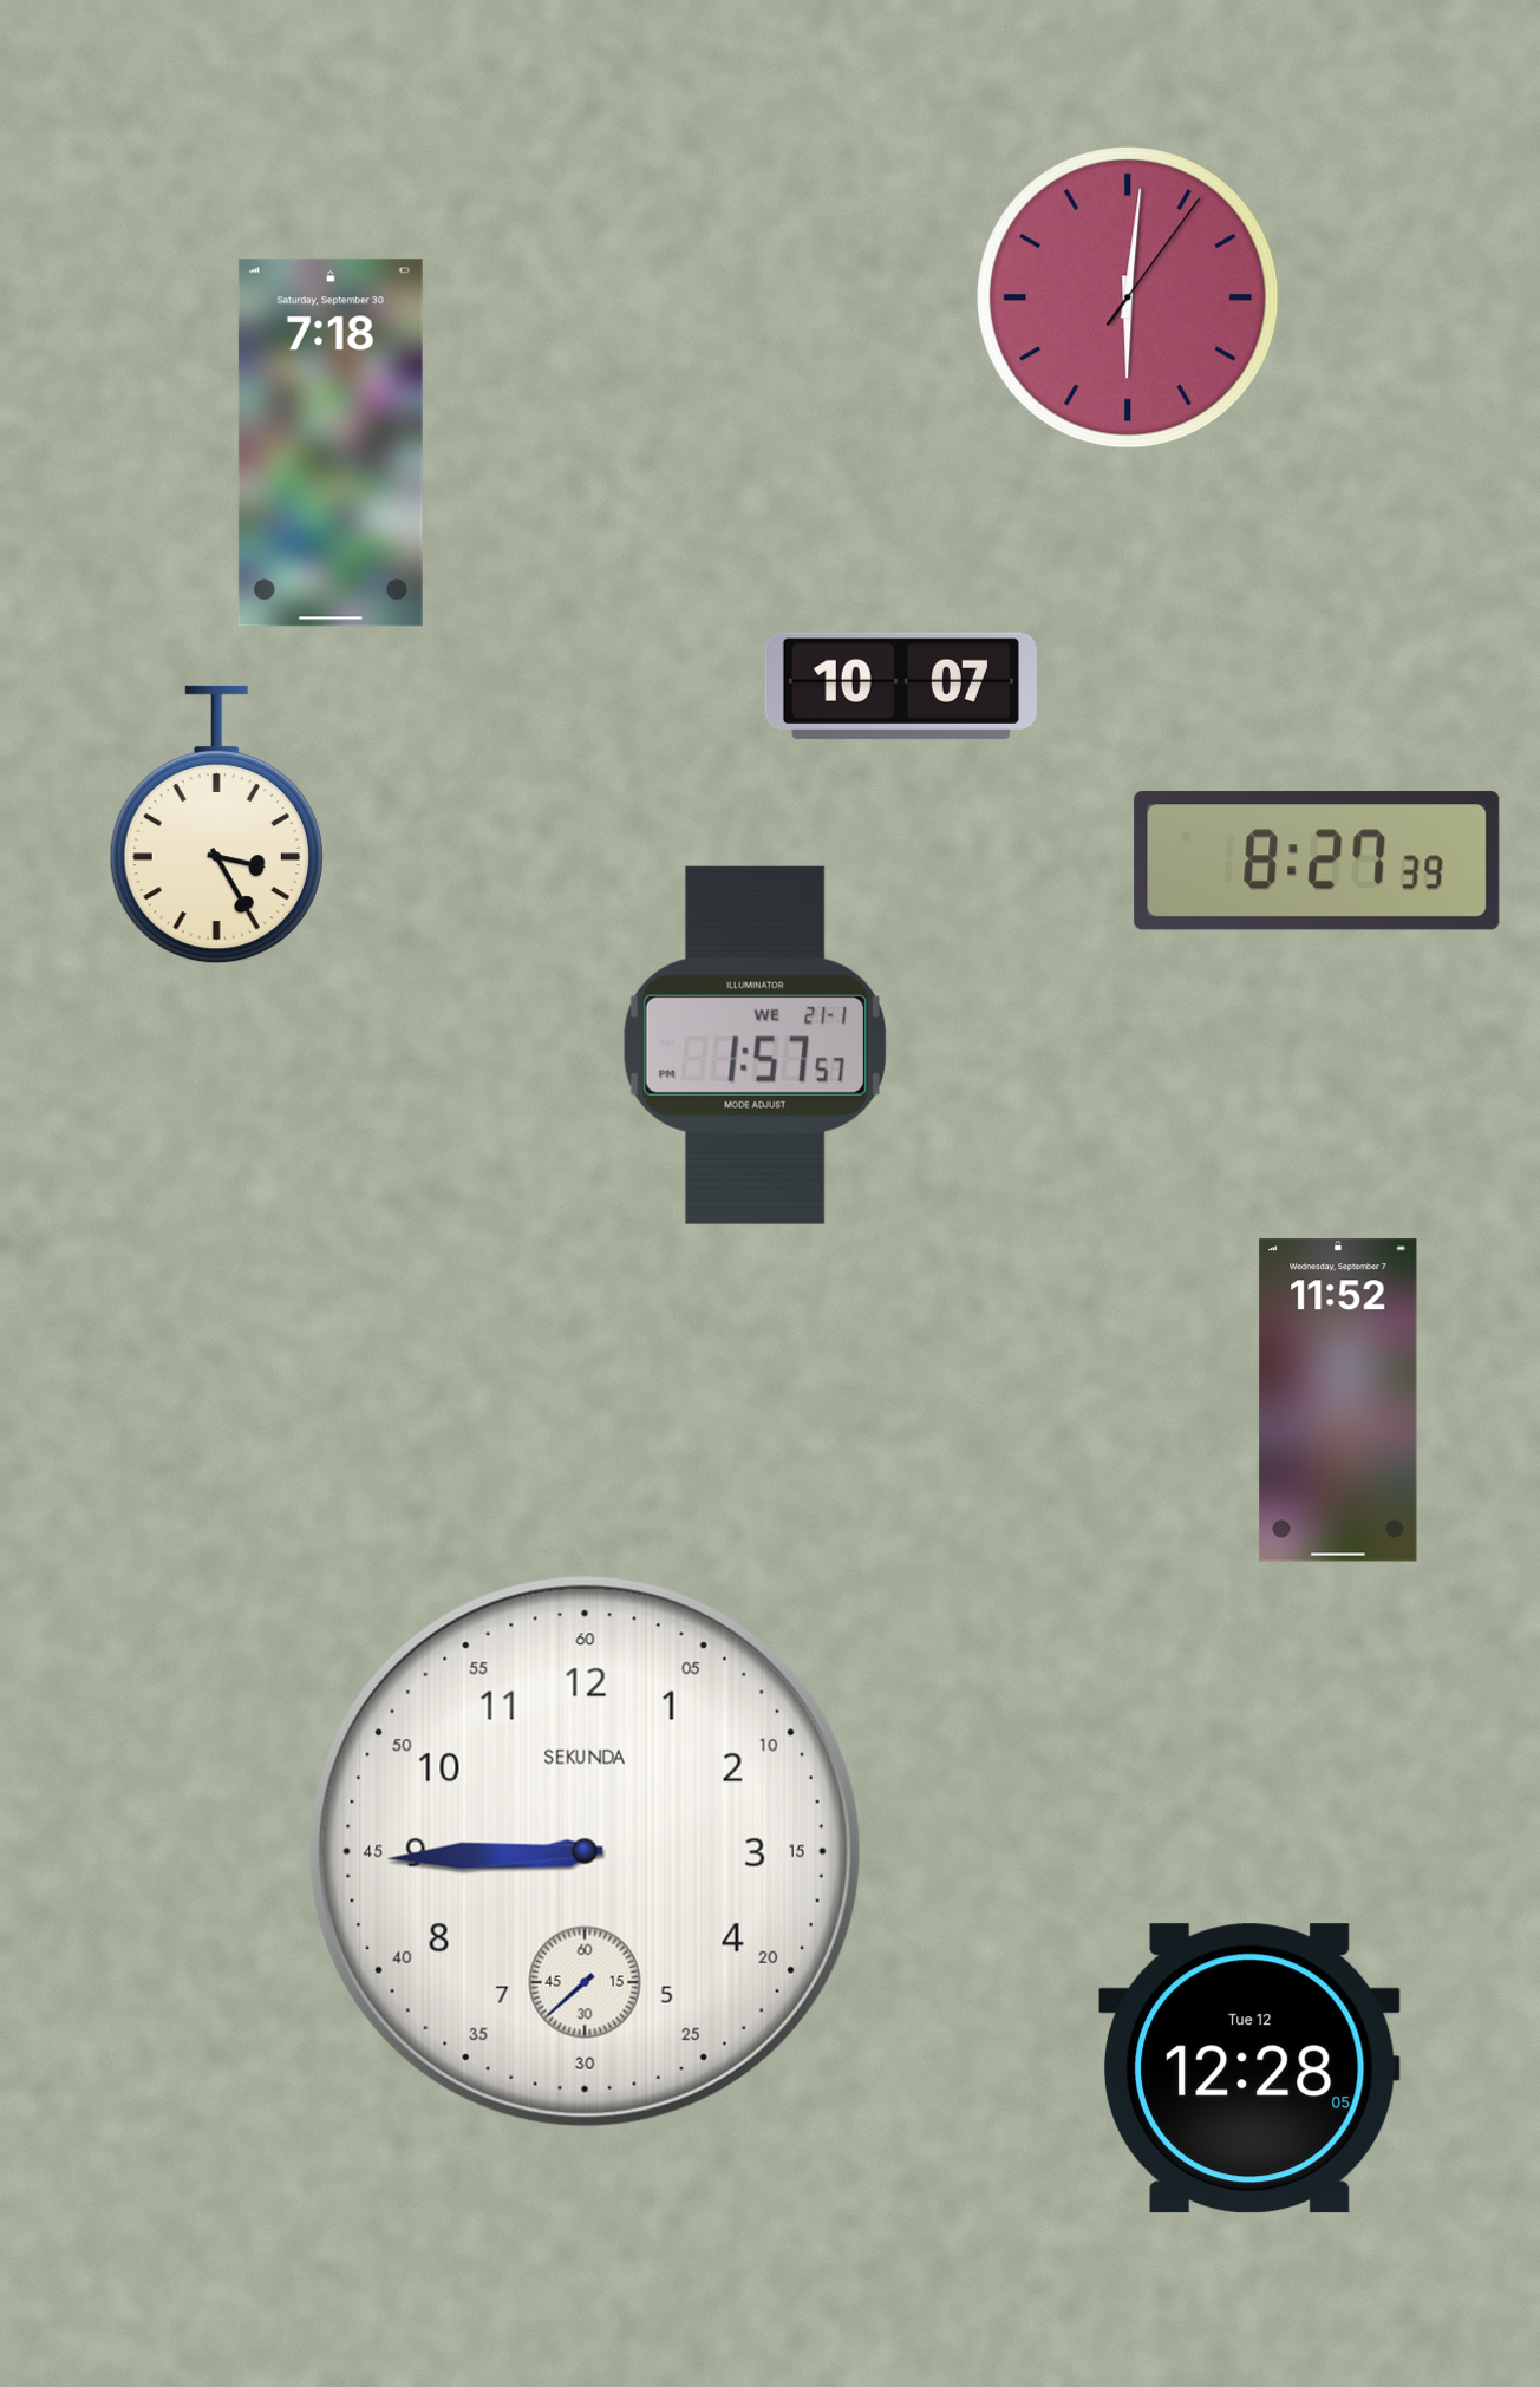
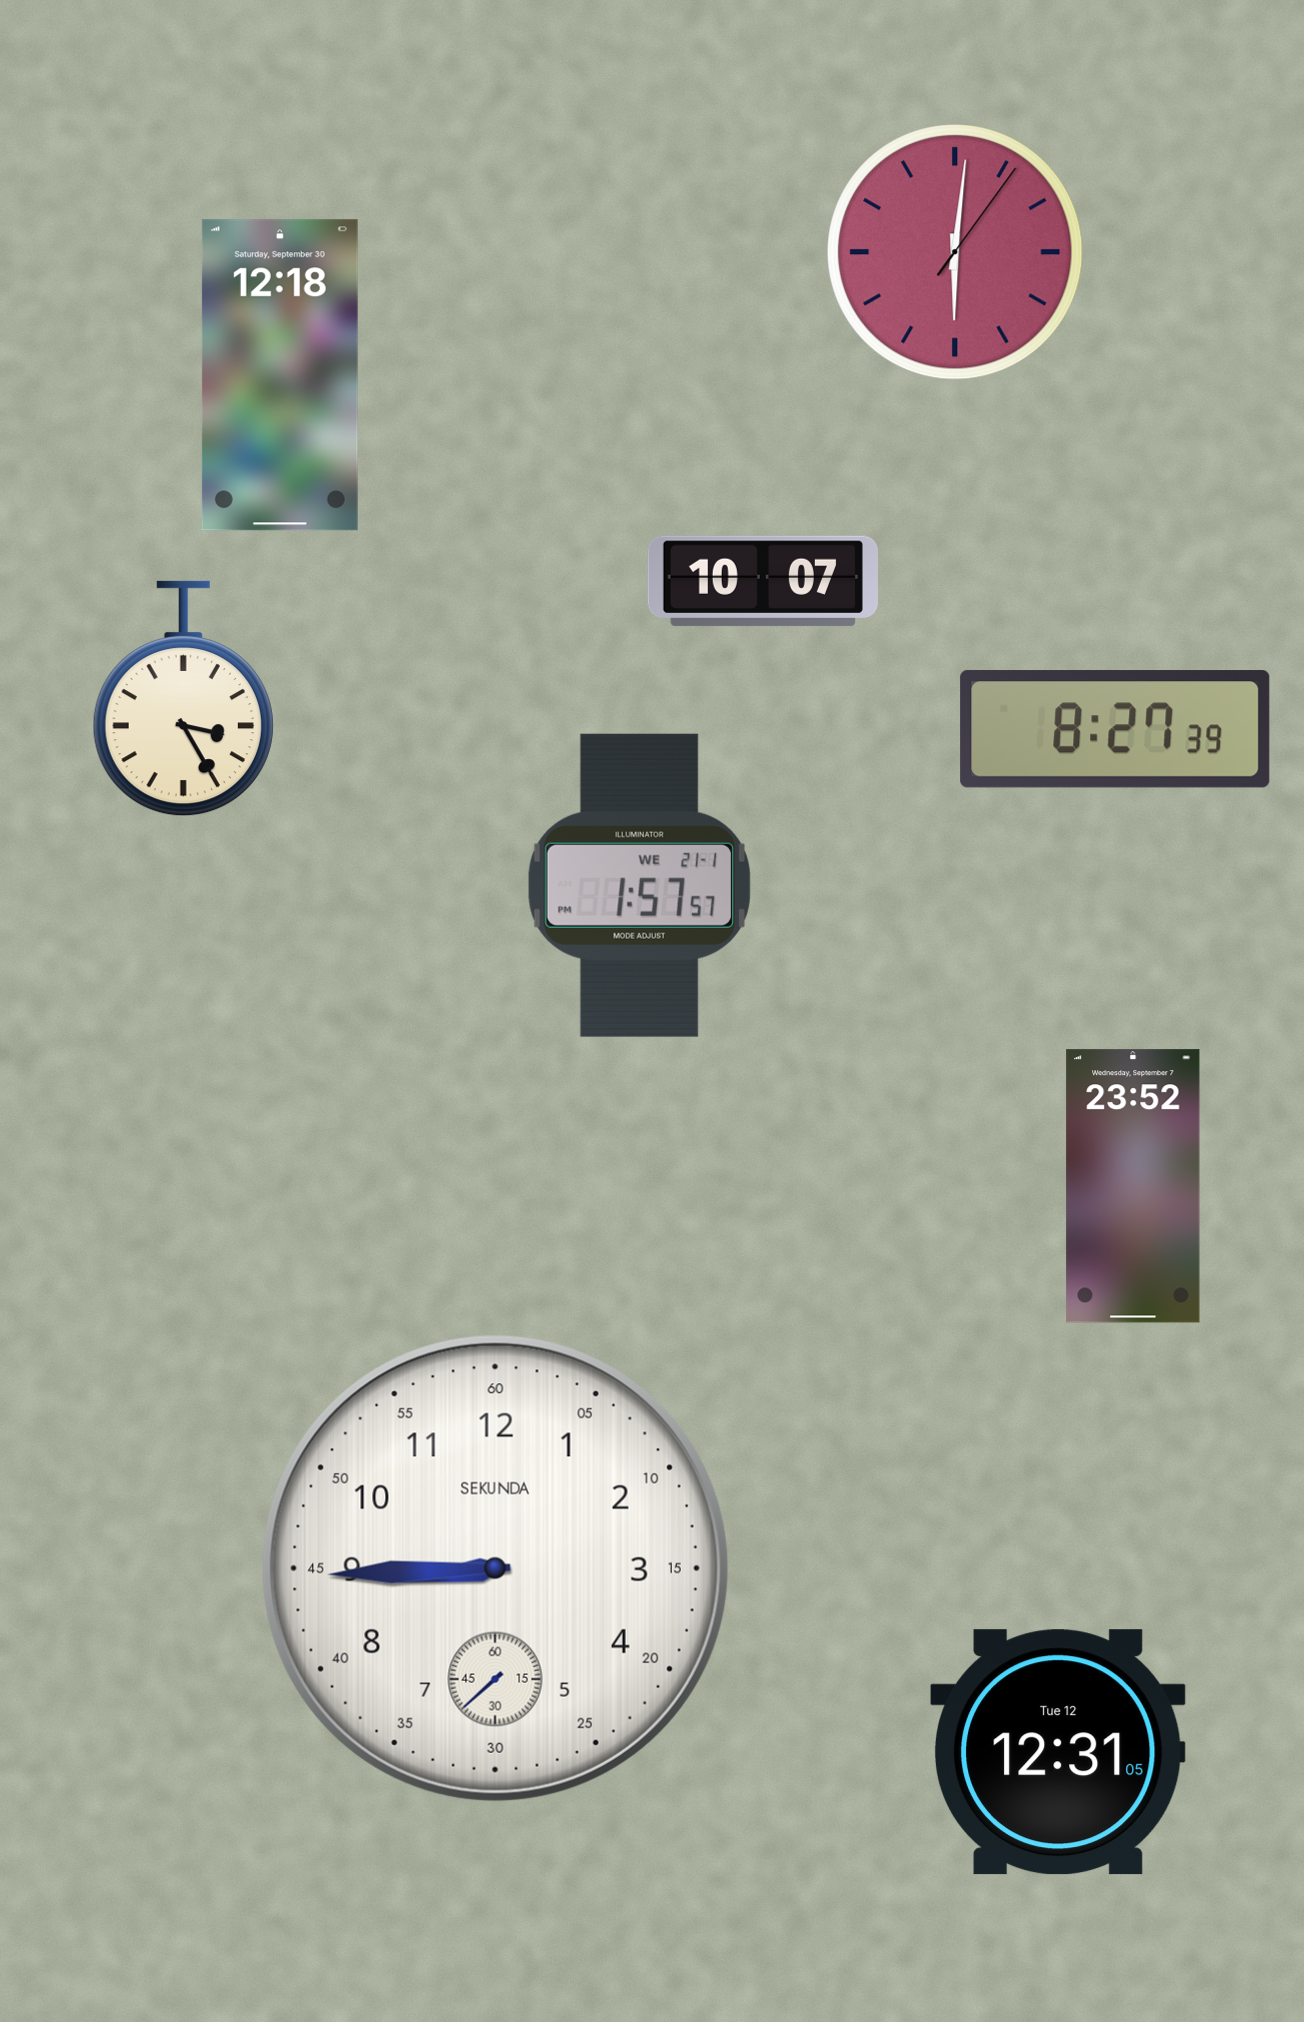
clock at (331, 443): 7:18 -> 12:18
clock at (1338, 1400): 11:52 -> 23:52
clock at (1249, 2068): 12:28 -> 12:31
